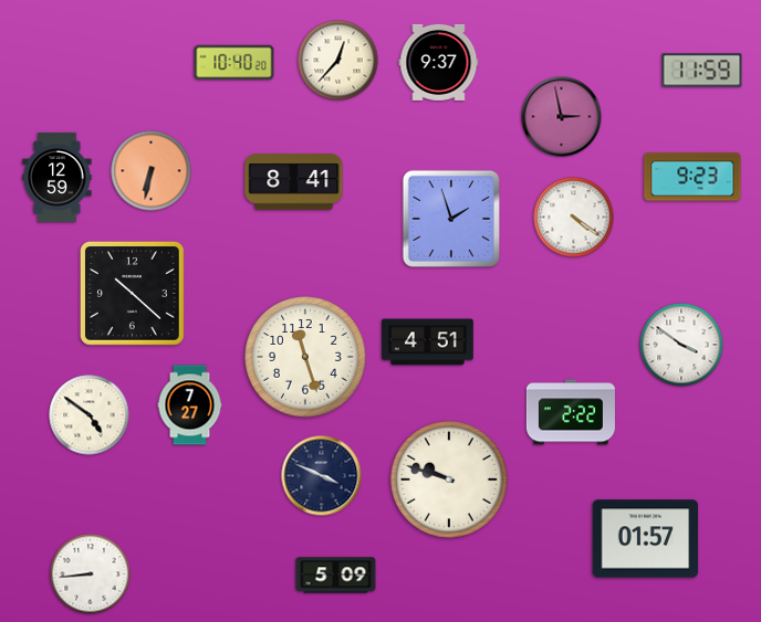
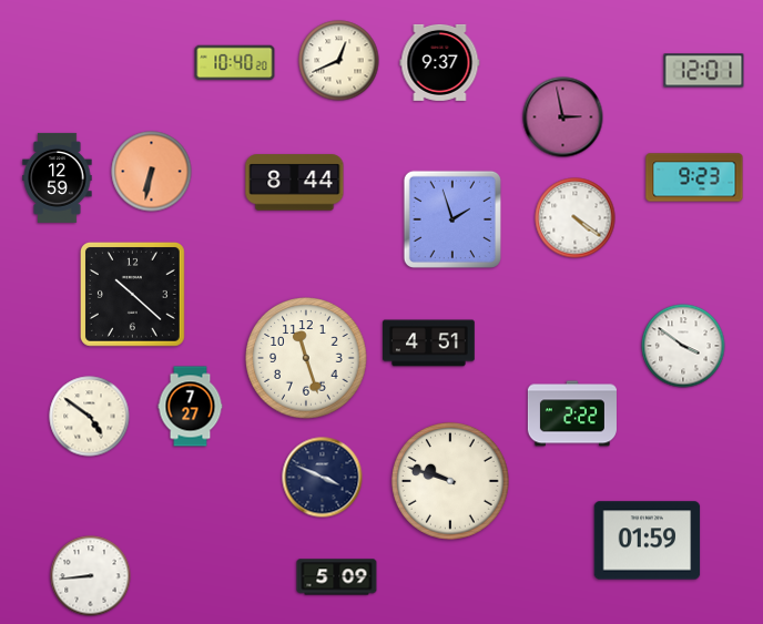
clock at (338, 61): 12:37 -> 12:41
clock at (702, 71): 11:59 -> 12:01
clock at (294, 182): 8:41 -> 8:44
clock at (646, 539): 01:57 -> 01:59
